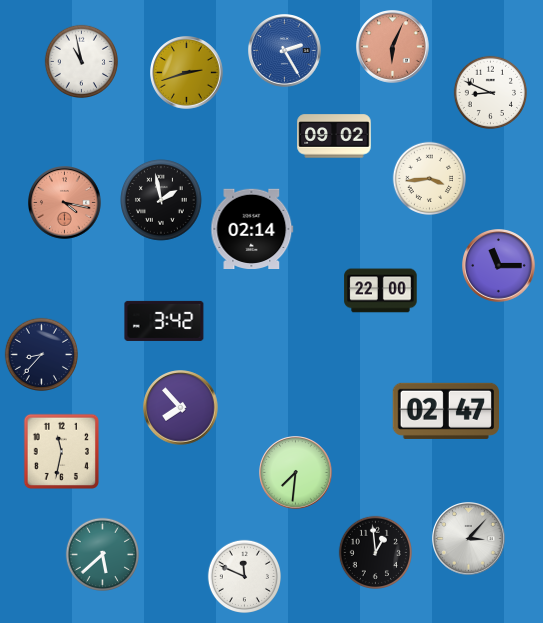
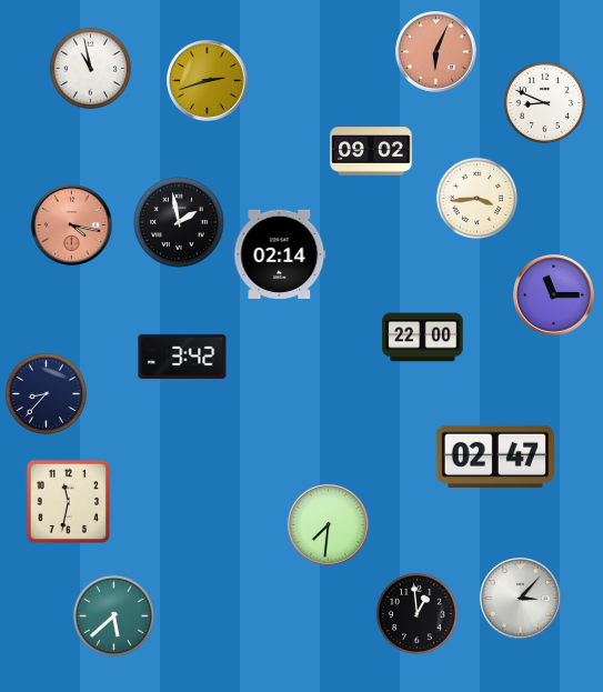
clock at (285, 51): 2:25 -> none
clock at (381, 291) position: (381, 291) -> (423, 338)
clock at (181, 408): 7:53 -> none
clock at (244, 576): 11:49 -> none
